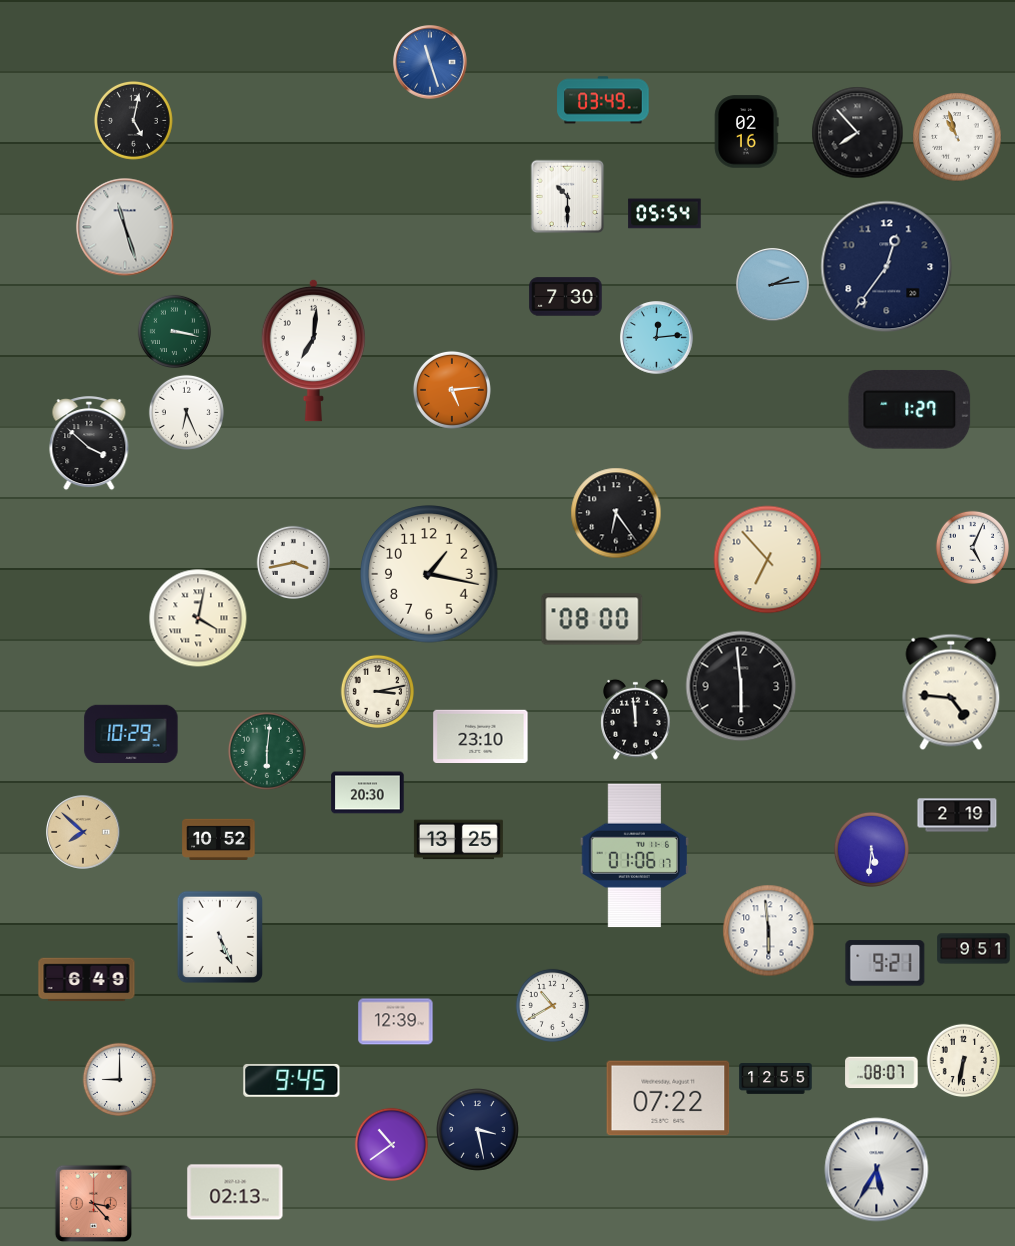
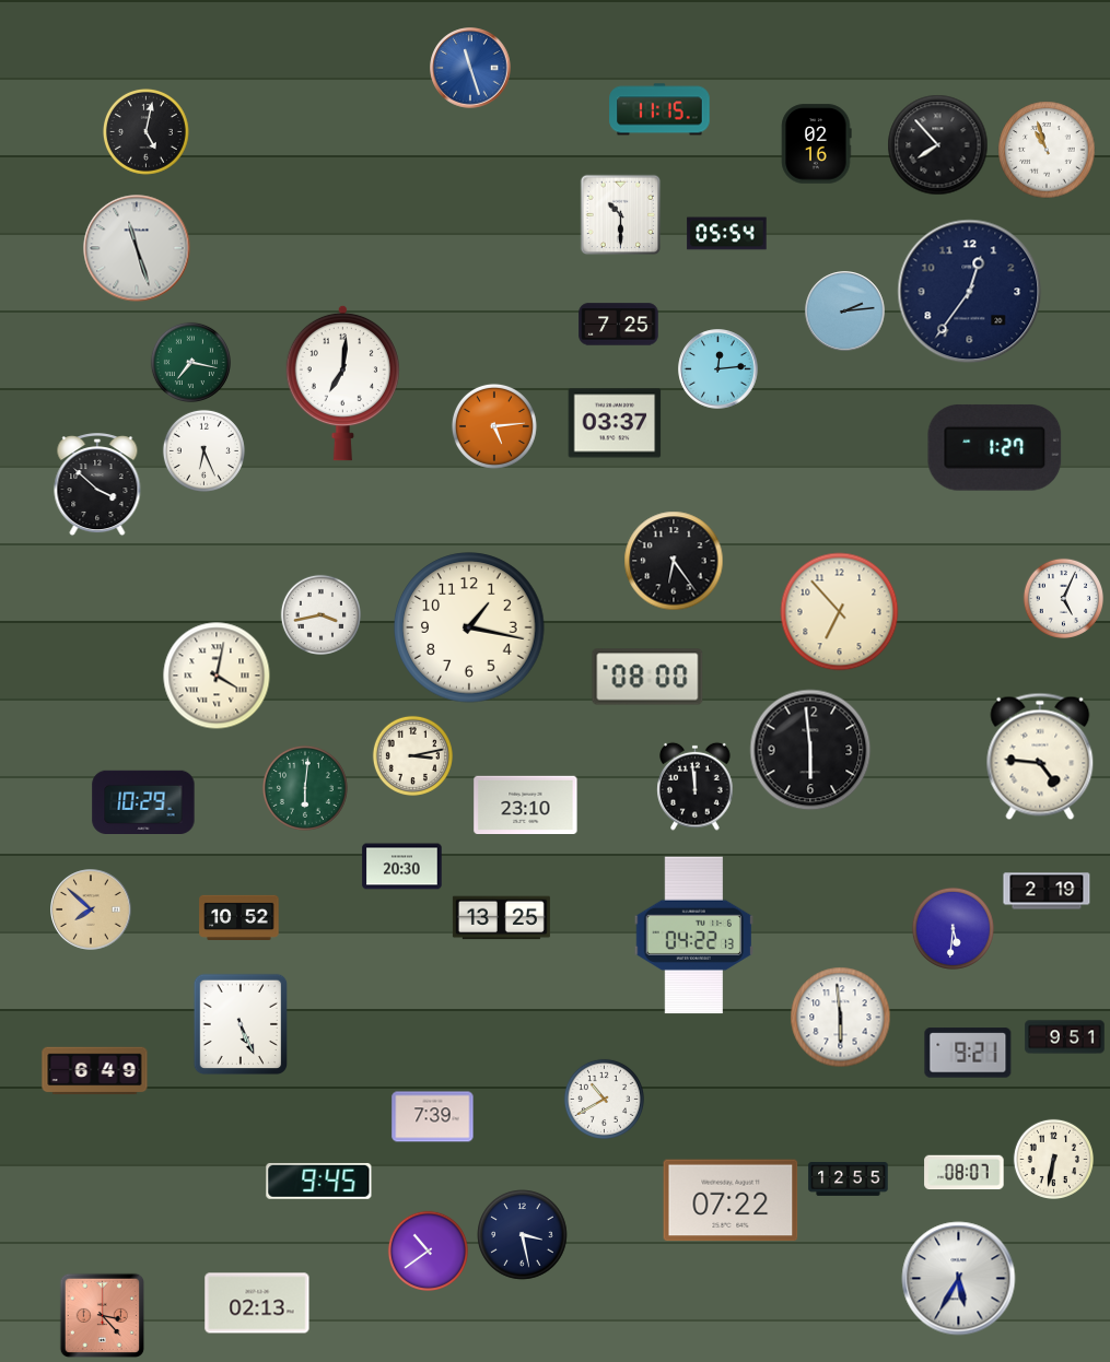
clock at (603, 100): 03:49 -> 11:15
clock at (566, 297): 7:30 -> 7:25
clock at (174, 331): 3:17 -> 7:17
clock at (615, 423): none -> 03:37
clock at (267, 751) position: (267, 751) -> (305, 788)
clock at (634, 856): 01:06 -> 04:22
clock at (396, 1022): 12:39 -> 7:39
clock at (119, 1079): 9:00 -> none
